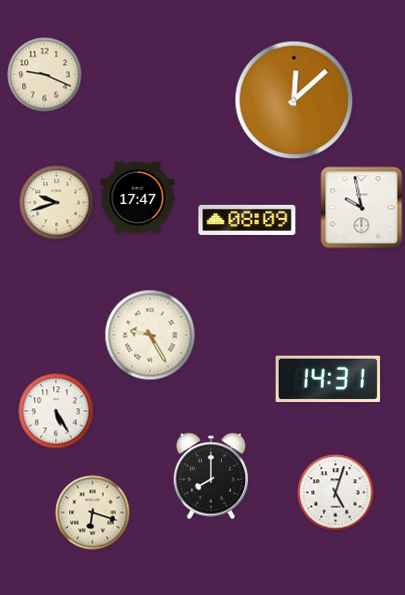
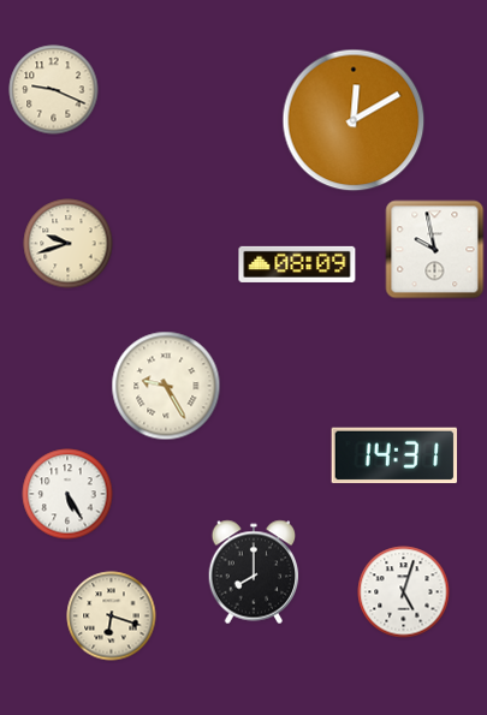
clock at (294, 100): 12:08 -> 12:10
clock at (138, 198): 17:47 -> none
clock at (150, 335) position: (150, 335) -> (166, 386)
